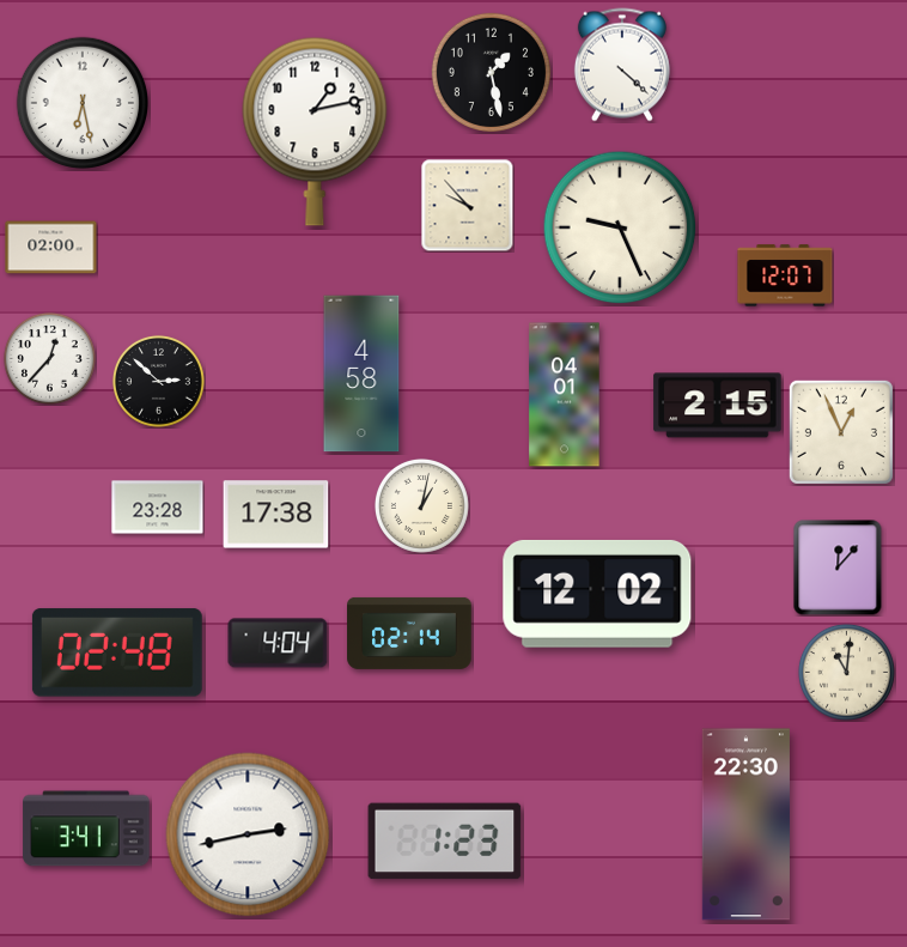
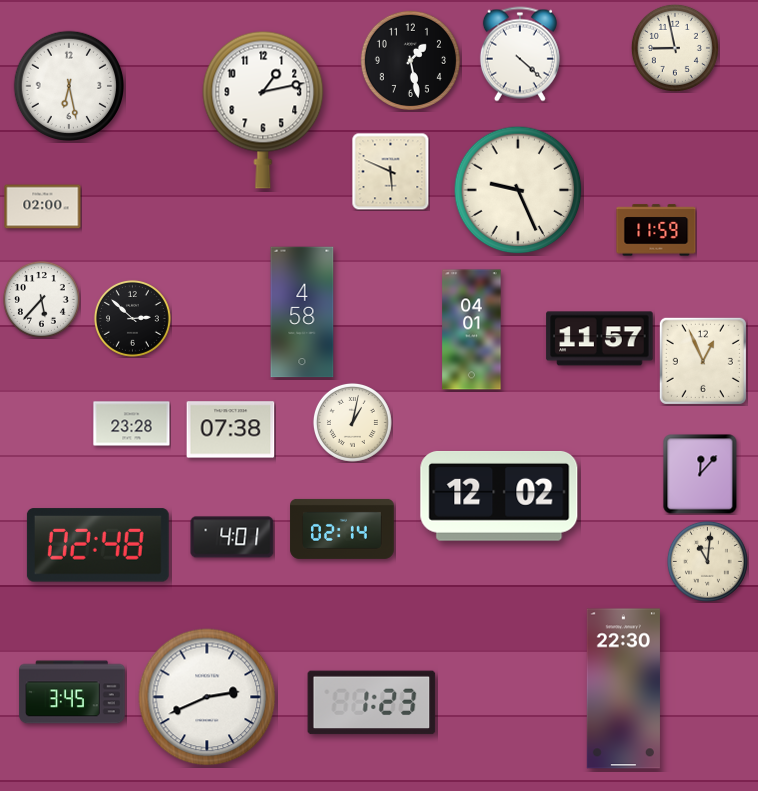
clock at (675, 48): none -> 8:58
clock at (467, 205): 9:53 -> 5:49
clock at (785, 275): 12:07 -> 11:59
clock at (49, 358): 12:37 -> 5:37
clock at (718, 406): 2:15 -> 11:57
clock at (276, 515): 17:38 -> 07:38
clock at (278, 643): 4:04 -> 4:01
clock at (86, 828): 3:41 -> 3:45
clock at (248, 834): 2:43 -> 2:41
